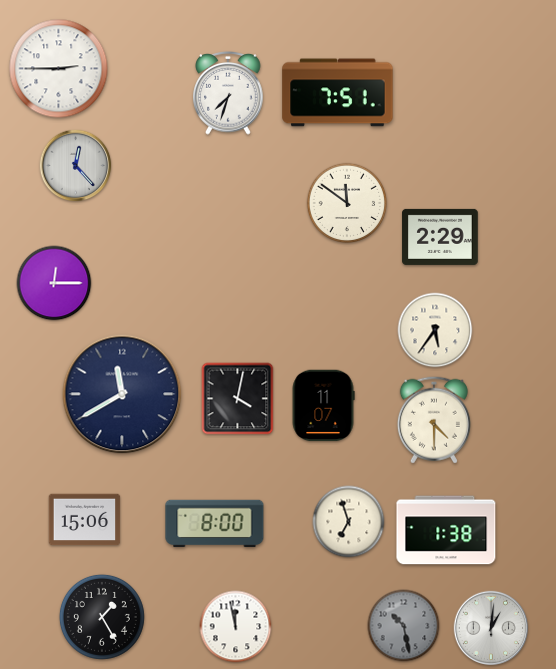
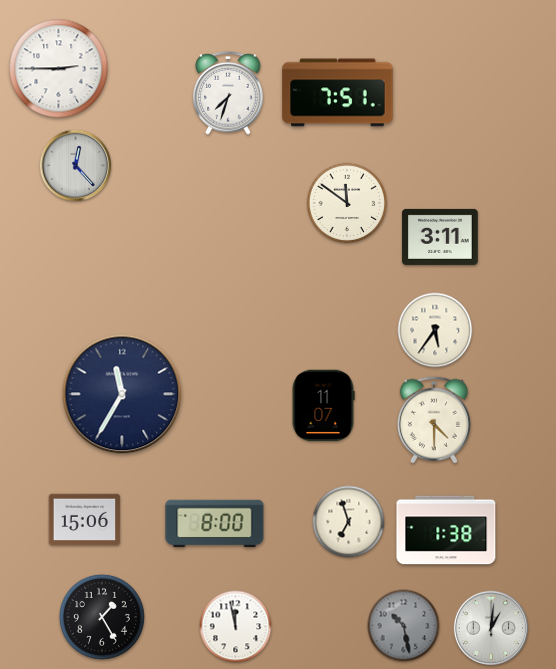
clock at (440, 237): 2:29 -> 3:11
clock at (54, 283): 12:15 -> none
clock at (122, 394): 11:40 -> 11:35
clock at (238, 399): 4:02 -> none
